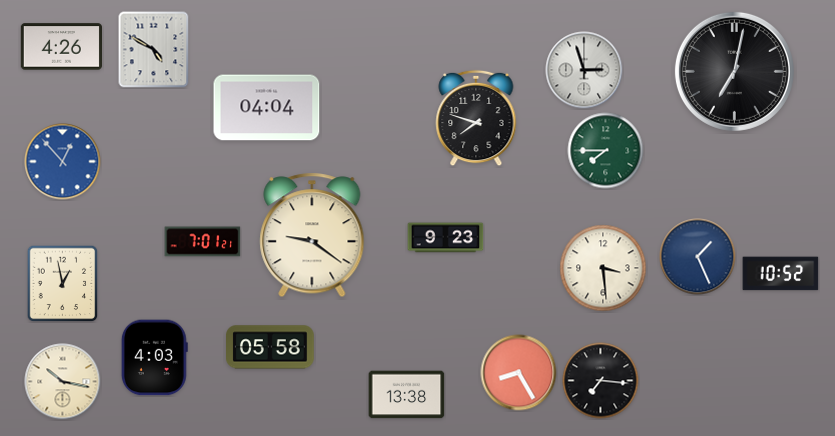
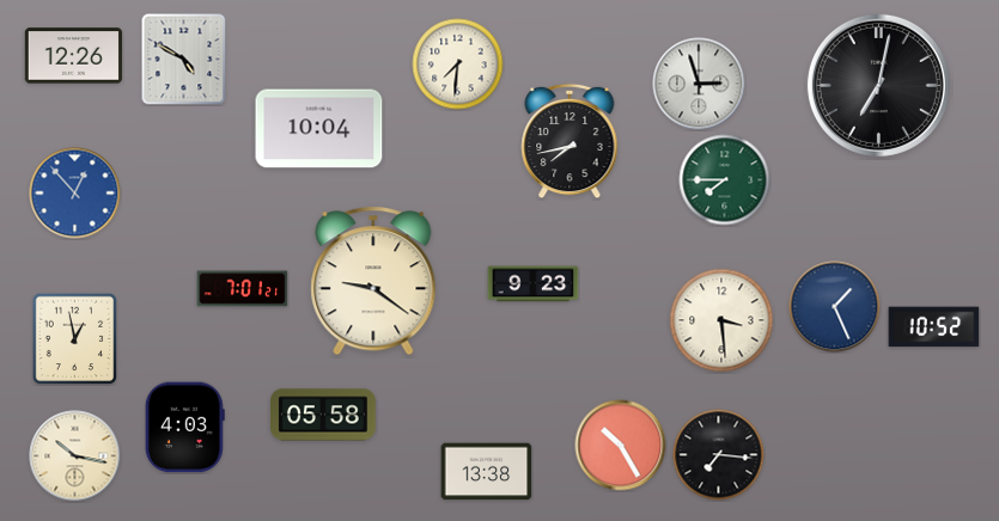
clock at (61, 47): 4:26 -> 12:26
clock at (458, 65): none -> 7:31
clock at (267, 108): 04:04 -> 10:04
clock at (476, 118): 7:48 -> 7:43
clock at (519, 373): 8:25 -> 10:25
